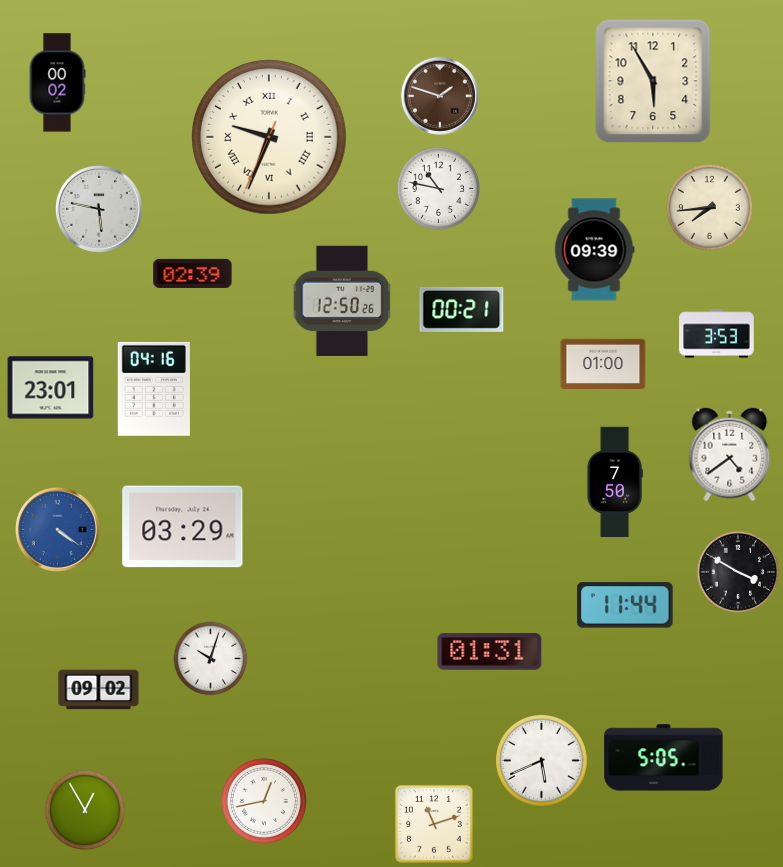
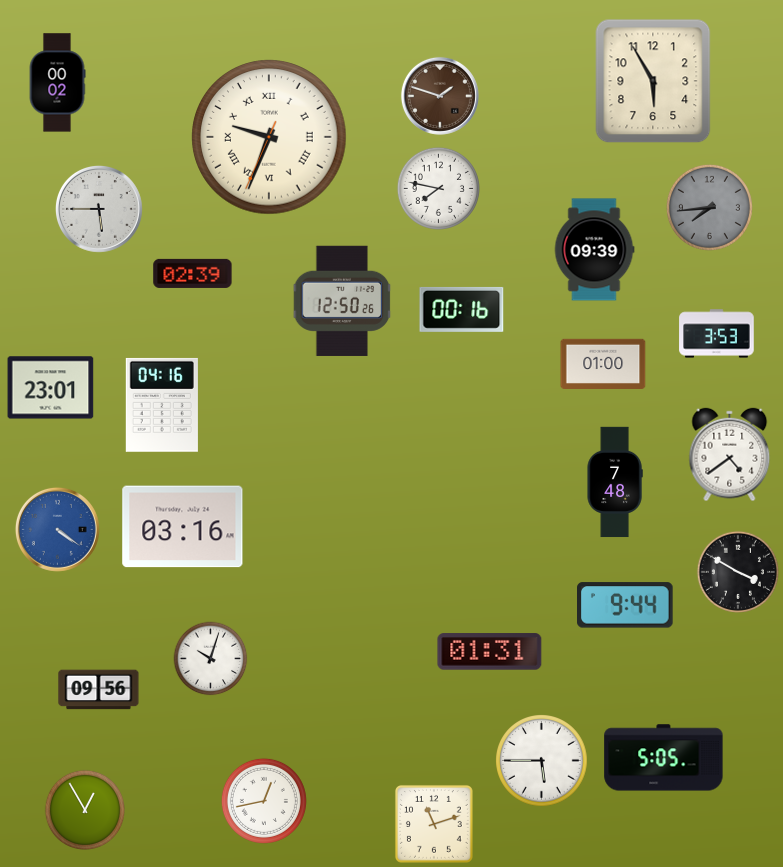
clock at (438, 188): 10:47 -> 7:47
clock at (709, 207) dial: cream -> grey
clock at (99, 209): 5:47 -> 5:45
clock at (462, 309): 00:21 -> 00:16
clock at (154, 389) position: (154, 389) -> (162, 405)
clock at (615, 482): 7:50 -> 7:48
clock at (183, 527): 03:29 -> 03:16
clock at (626, 605): 11:44 -> 9:44
clock at (99, 690): 09:02 -> 09:56
clock at (542, 761): 5:41 -> 5:45
